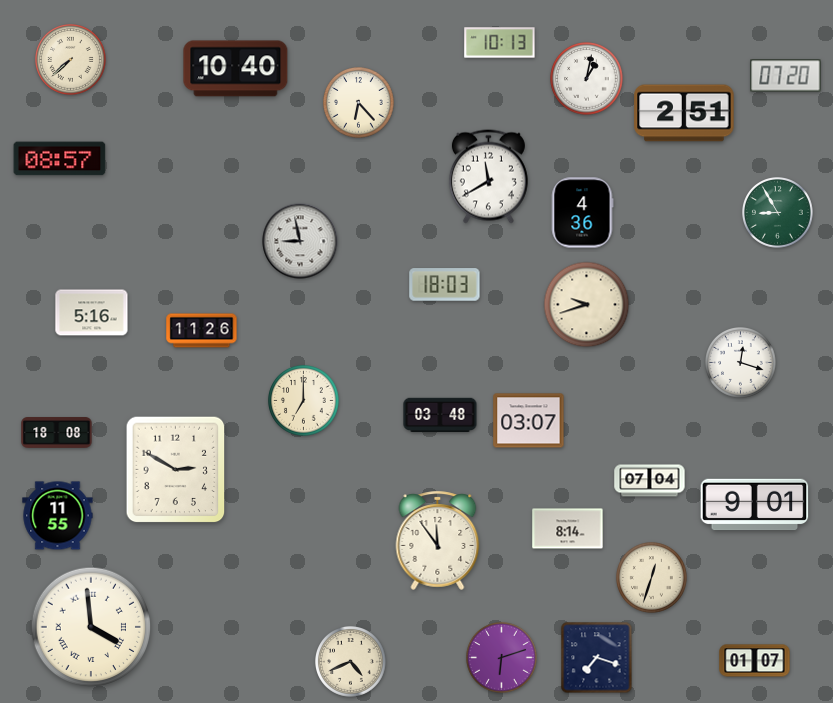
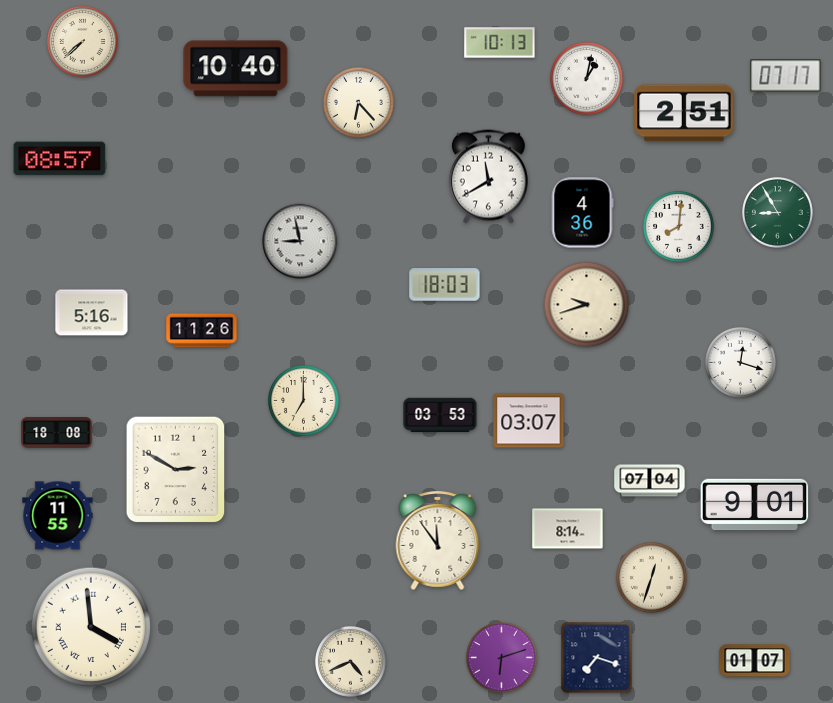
clock at (71, 60) position: (71, 60) -> (83, 42)
clock at (786, 76): 07:20 -> 07:17
clock at (679, 227): none -> 8:01
clock at (440, 415): 03:48 -> 03:53
